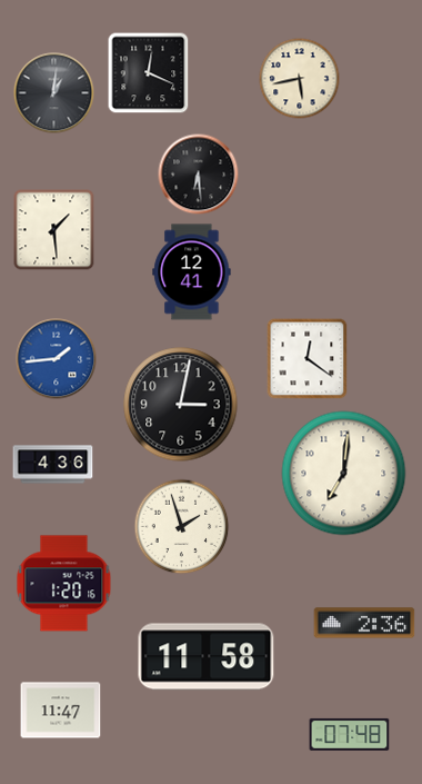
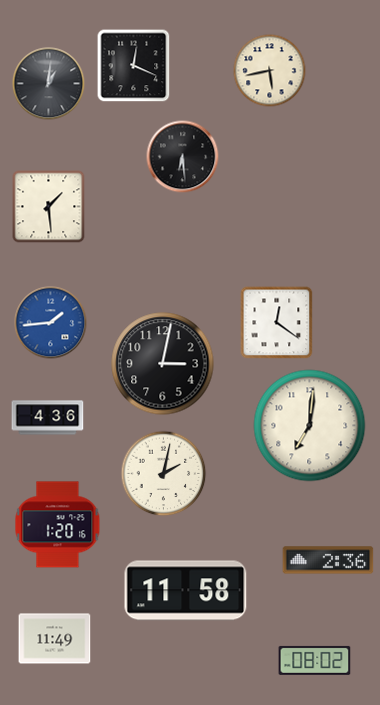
clock at (199, 175) position: (199, 175) -> (183, 157)
clock at (192, 272): 12:41 -> none
clock at (182, 527): 1:57 -> 2:02
clock at (61, 711): 11:47 -> 11:49
clock at (350, 734): 07:48 -> 08:02
